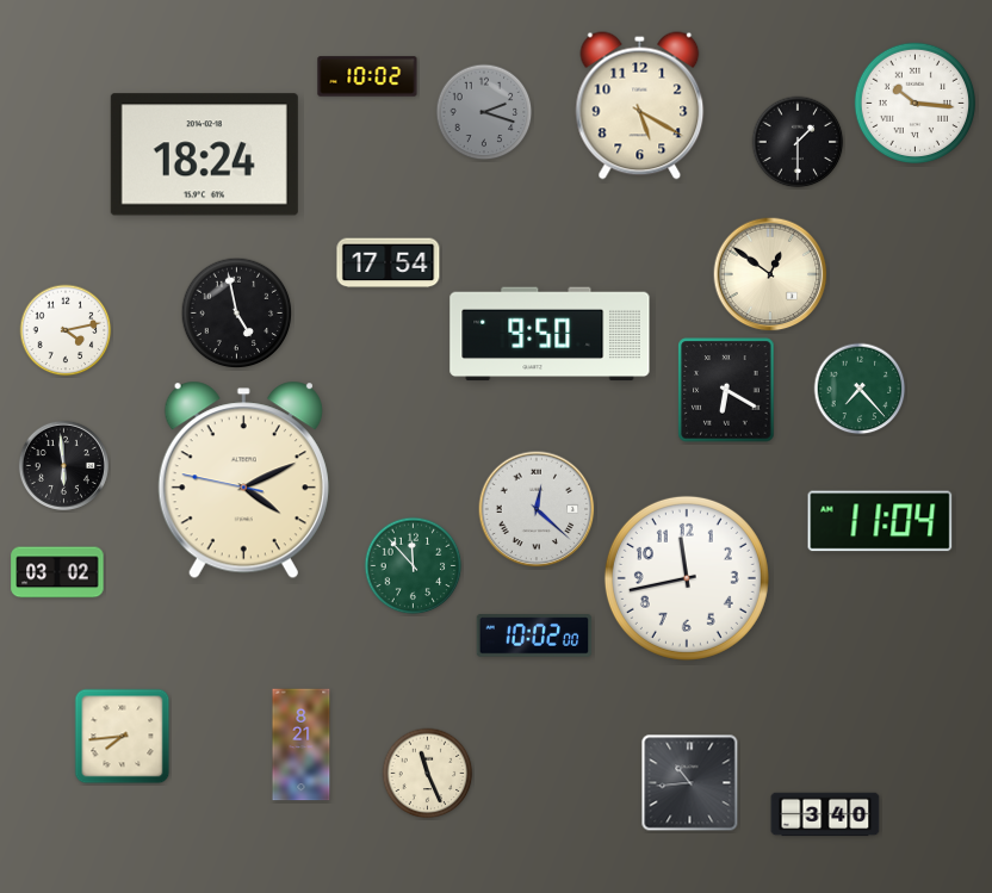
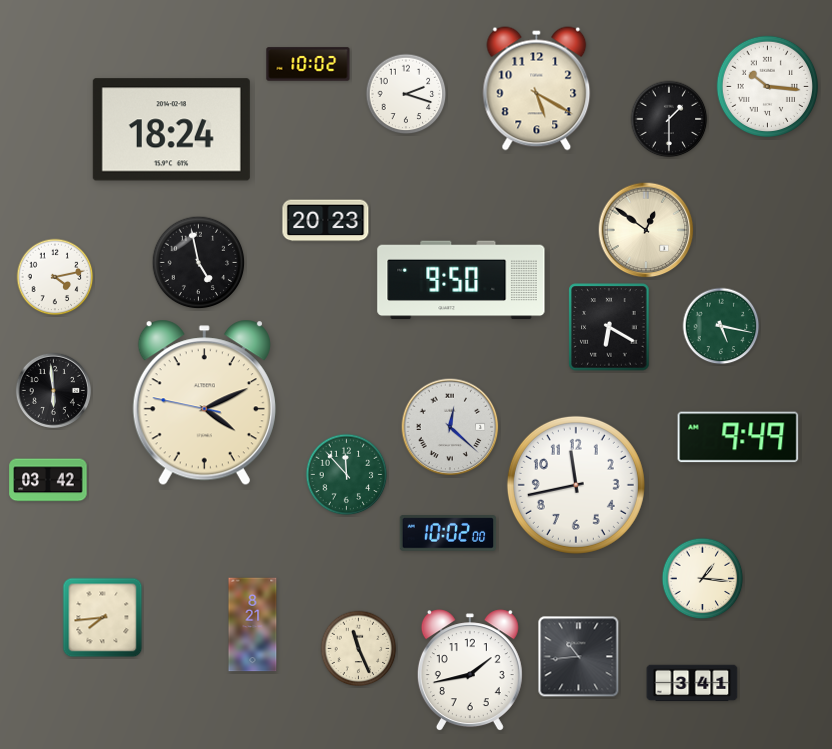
clock at (484, 112) dial: grey -> white
clock at (389, 263): 17:54 -> 20:23
clock at (860, 389): 7:23 -> 5:17
clock at (880, 521): 11:04 -> 9:49
clock at (57, 572): 03:02 -> 03:42
clock at (703, 579): none -> 1:16
clock at (470, 671): none -> 1:43
clock at (825, 814): 3:40 -> 3:41
